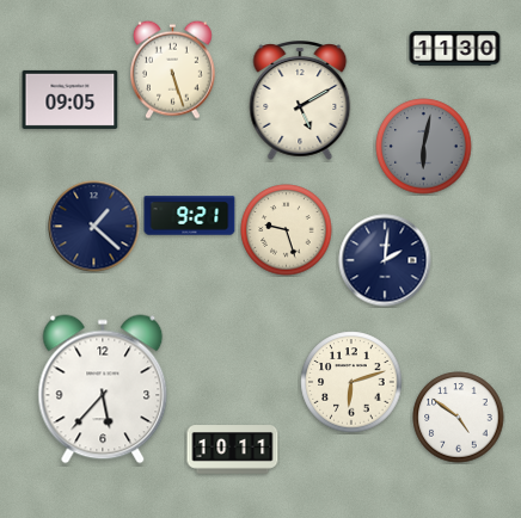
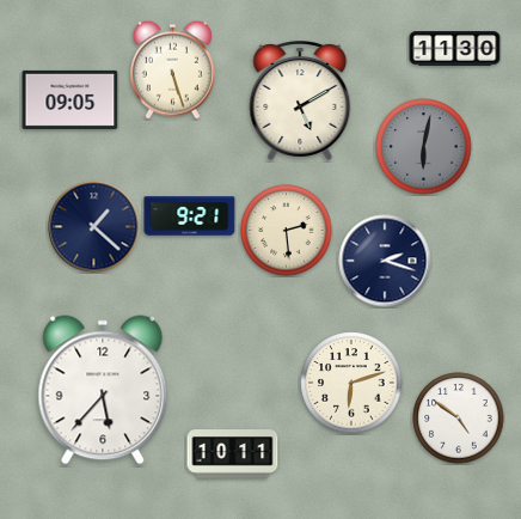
clock at (287, 230): 9:27 -> 2:29
clock at (385, 260): 2:01 -> 2:18
clock at (233, 450) position: (233, 450) -> (233, 454)
